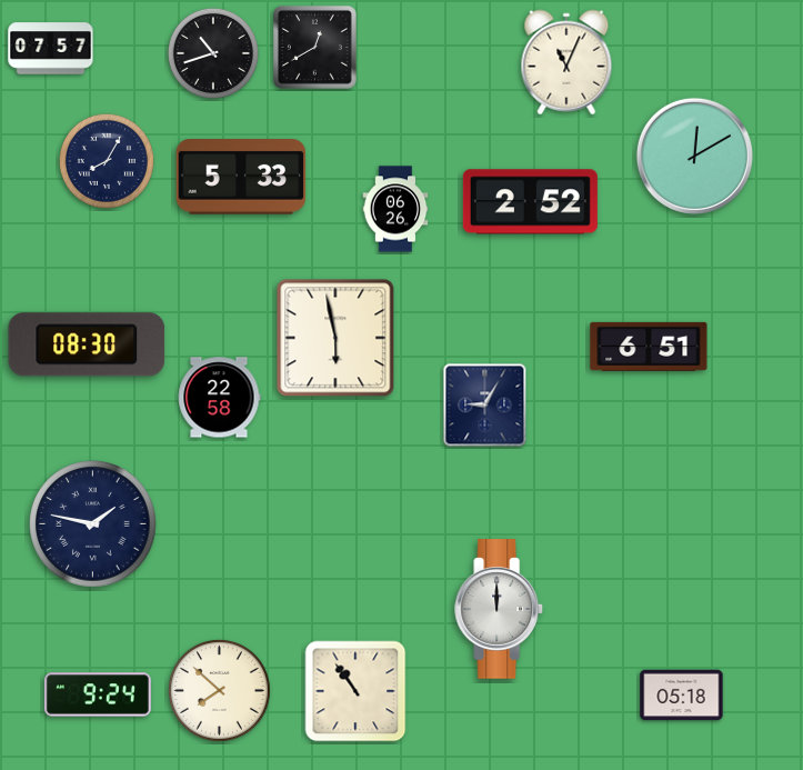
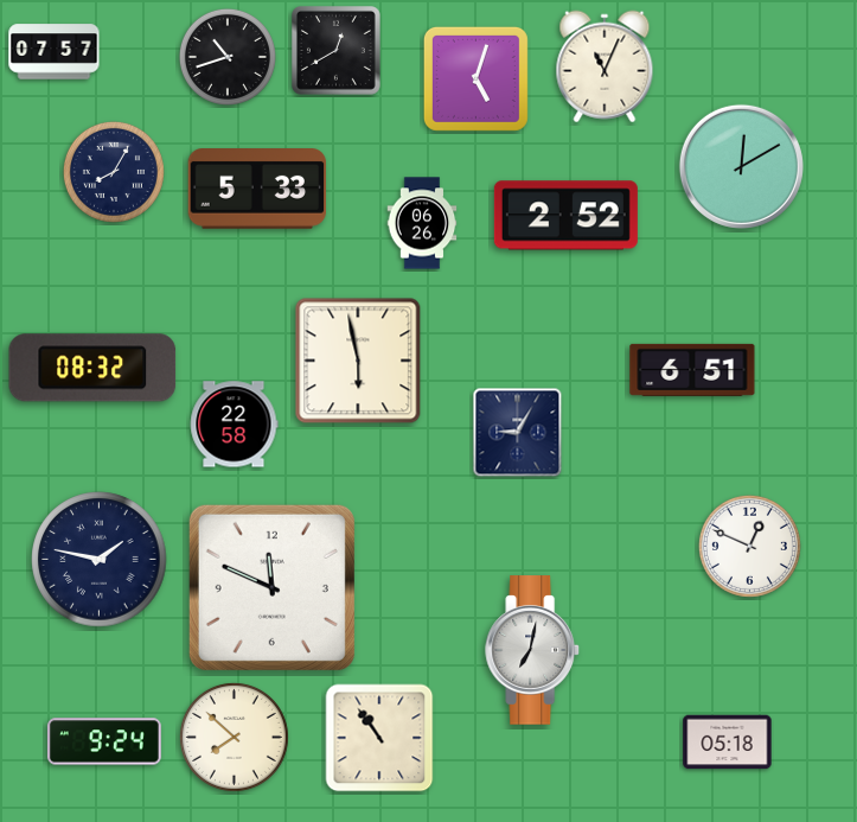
clock at (475, 78): none -> 5:03
clock at (87, 344): 08:30 -> 08:32
clock at (749, 546): none -> 12:49
clock at (271, 587): none -> 11:49
clock at (500, 609): 12:00 -> 7:02
